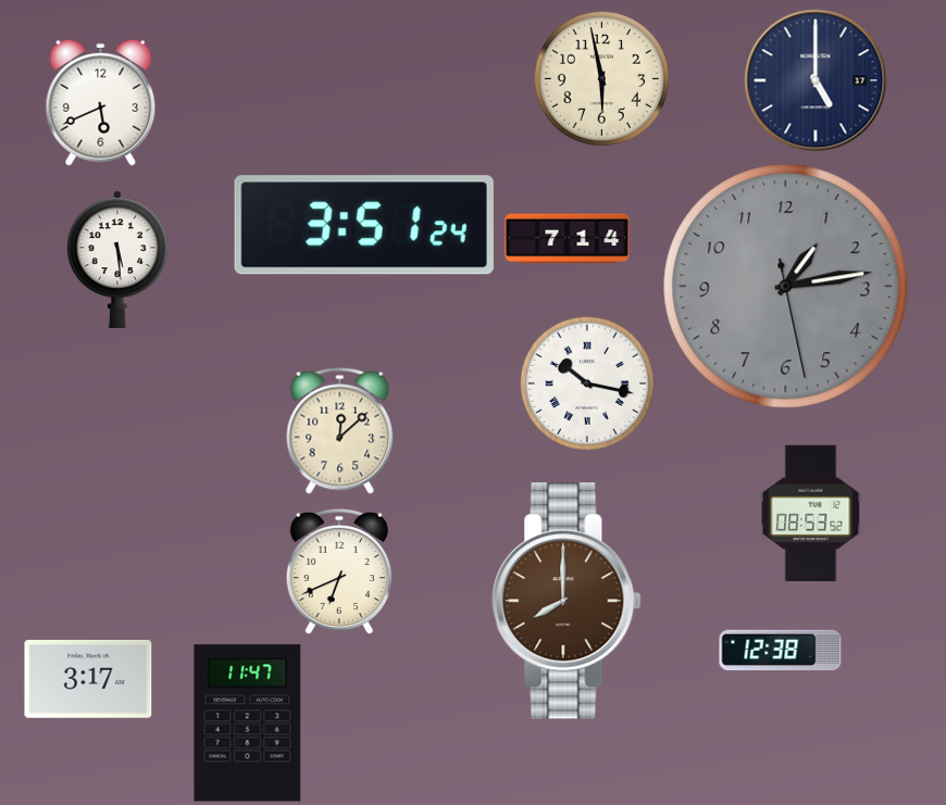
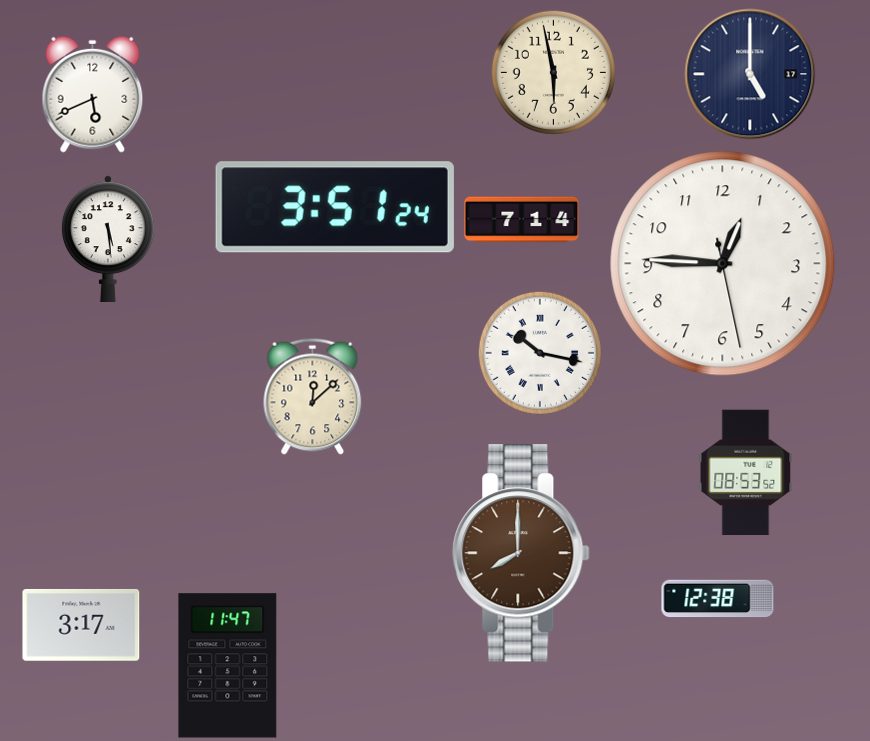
clock at (786, 287): 1:13 -> 12:45
clock at (786, 287) dial: grey -> white
clock at (339, 571): 6:41 -> none
